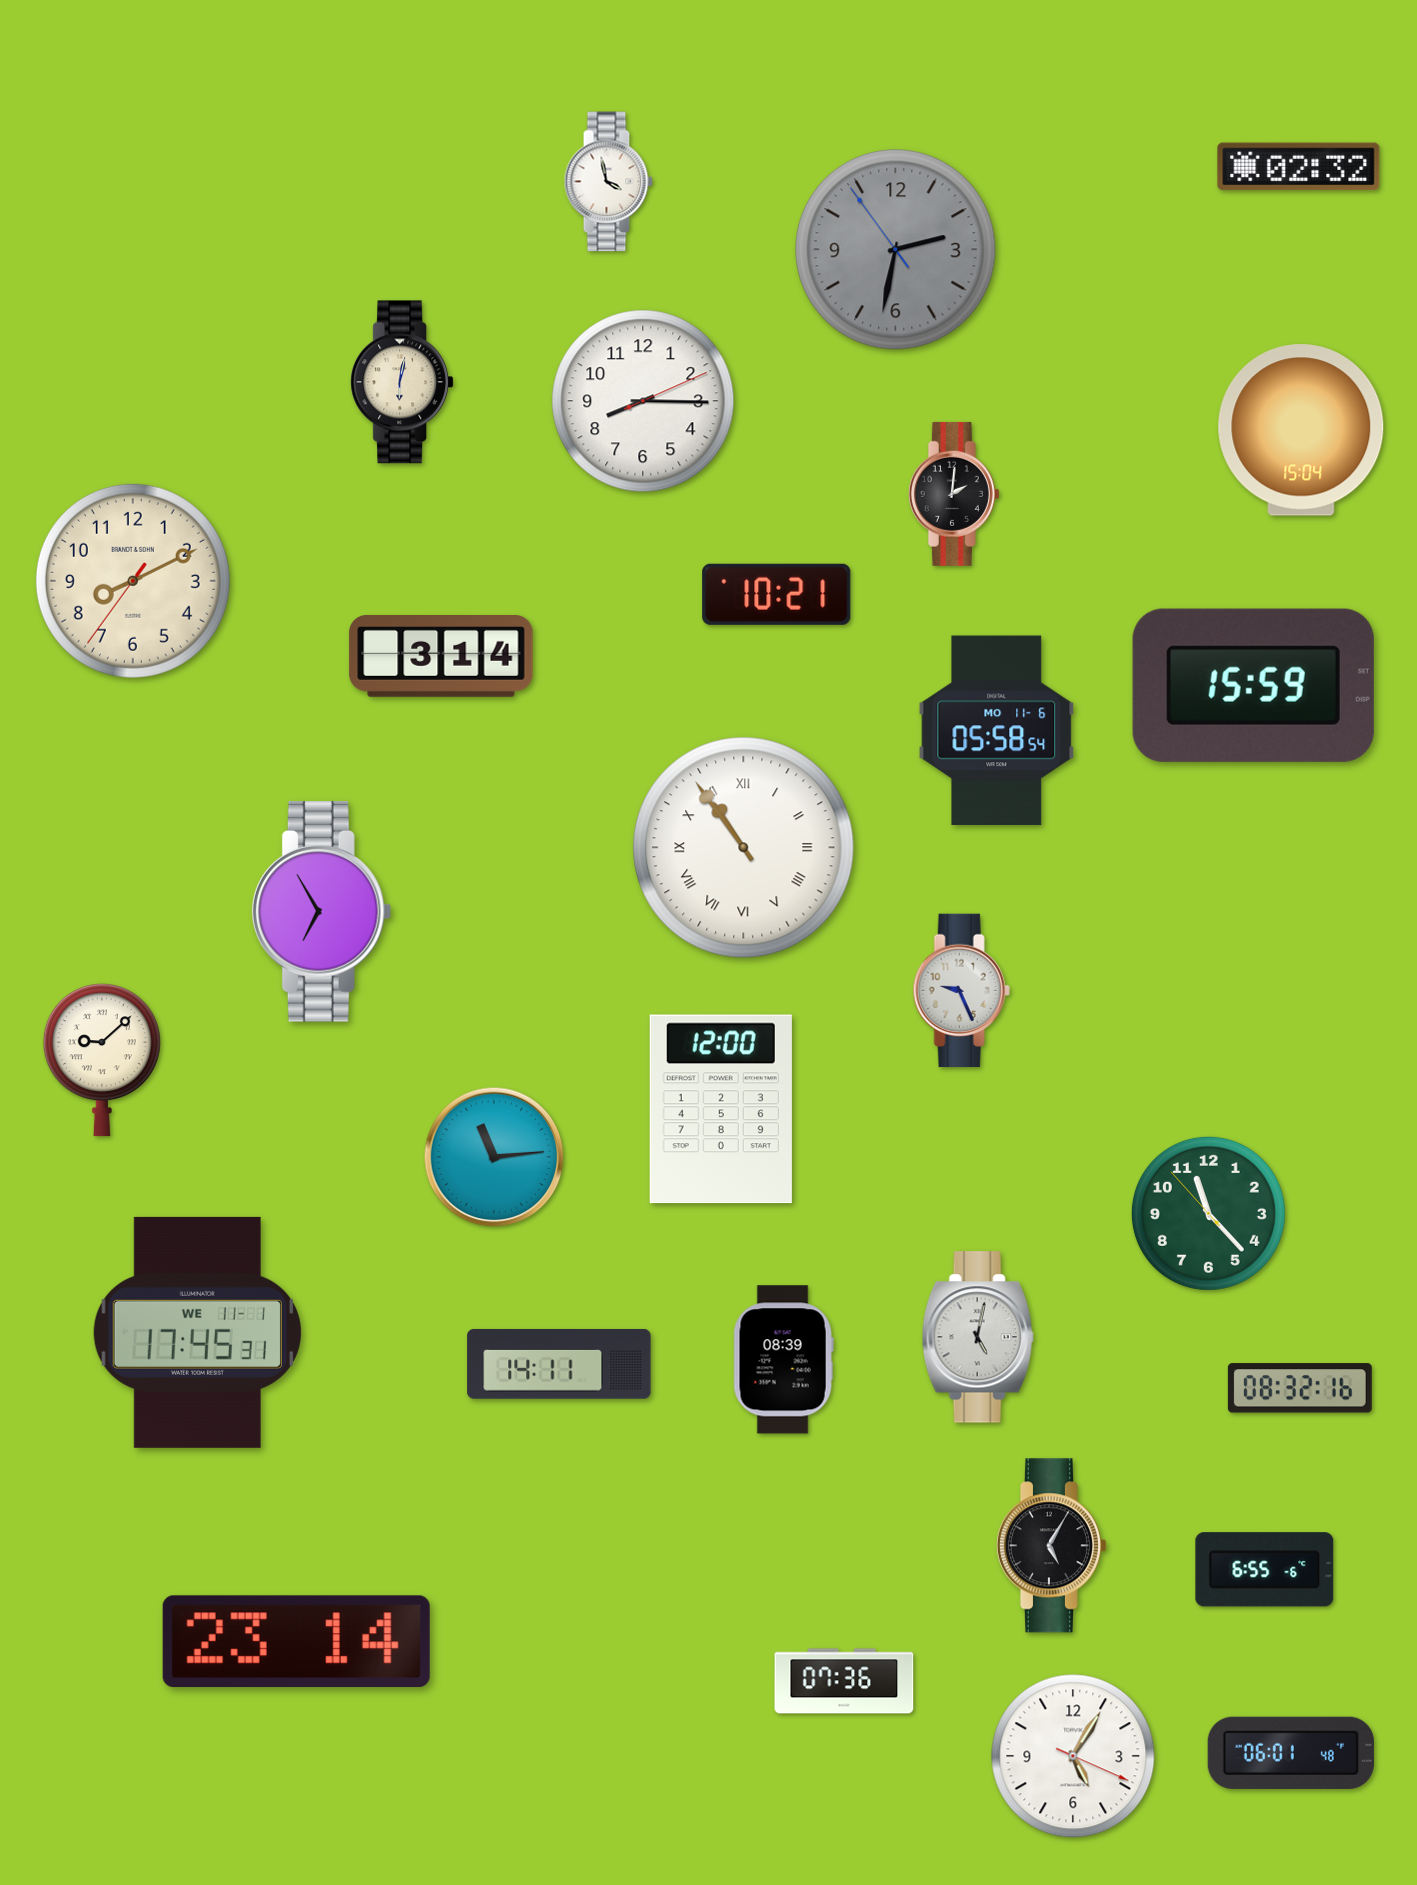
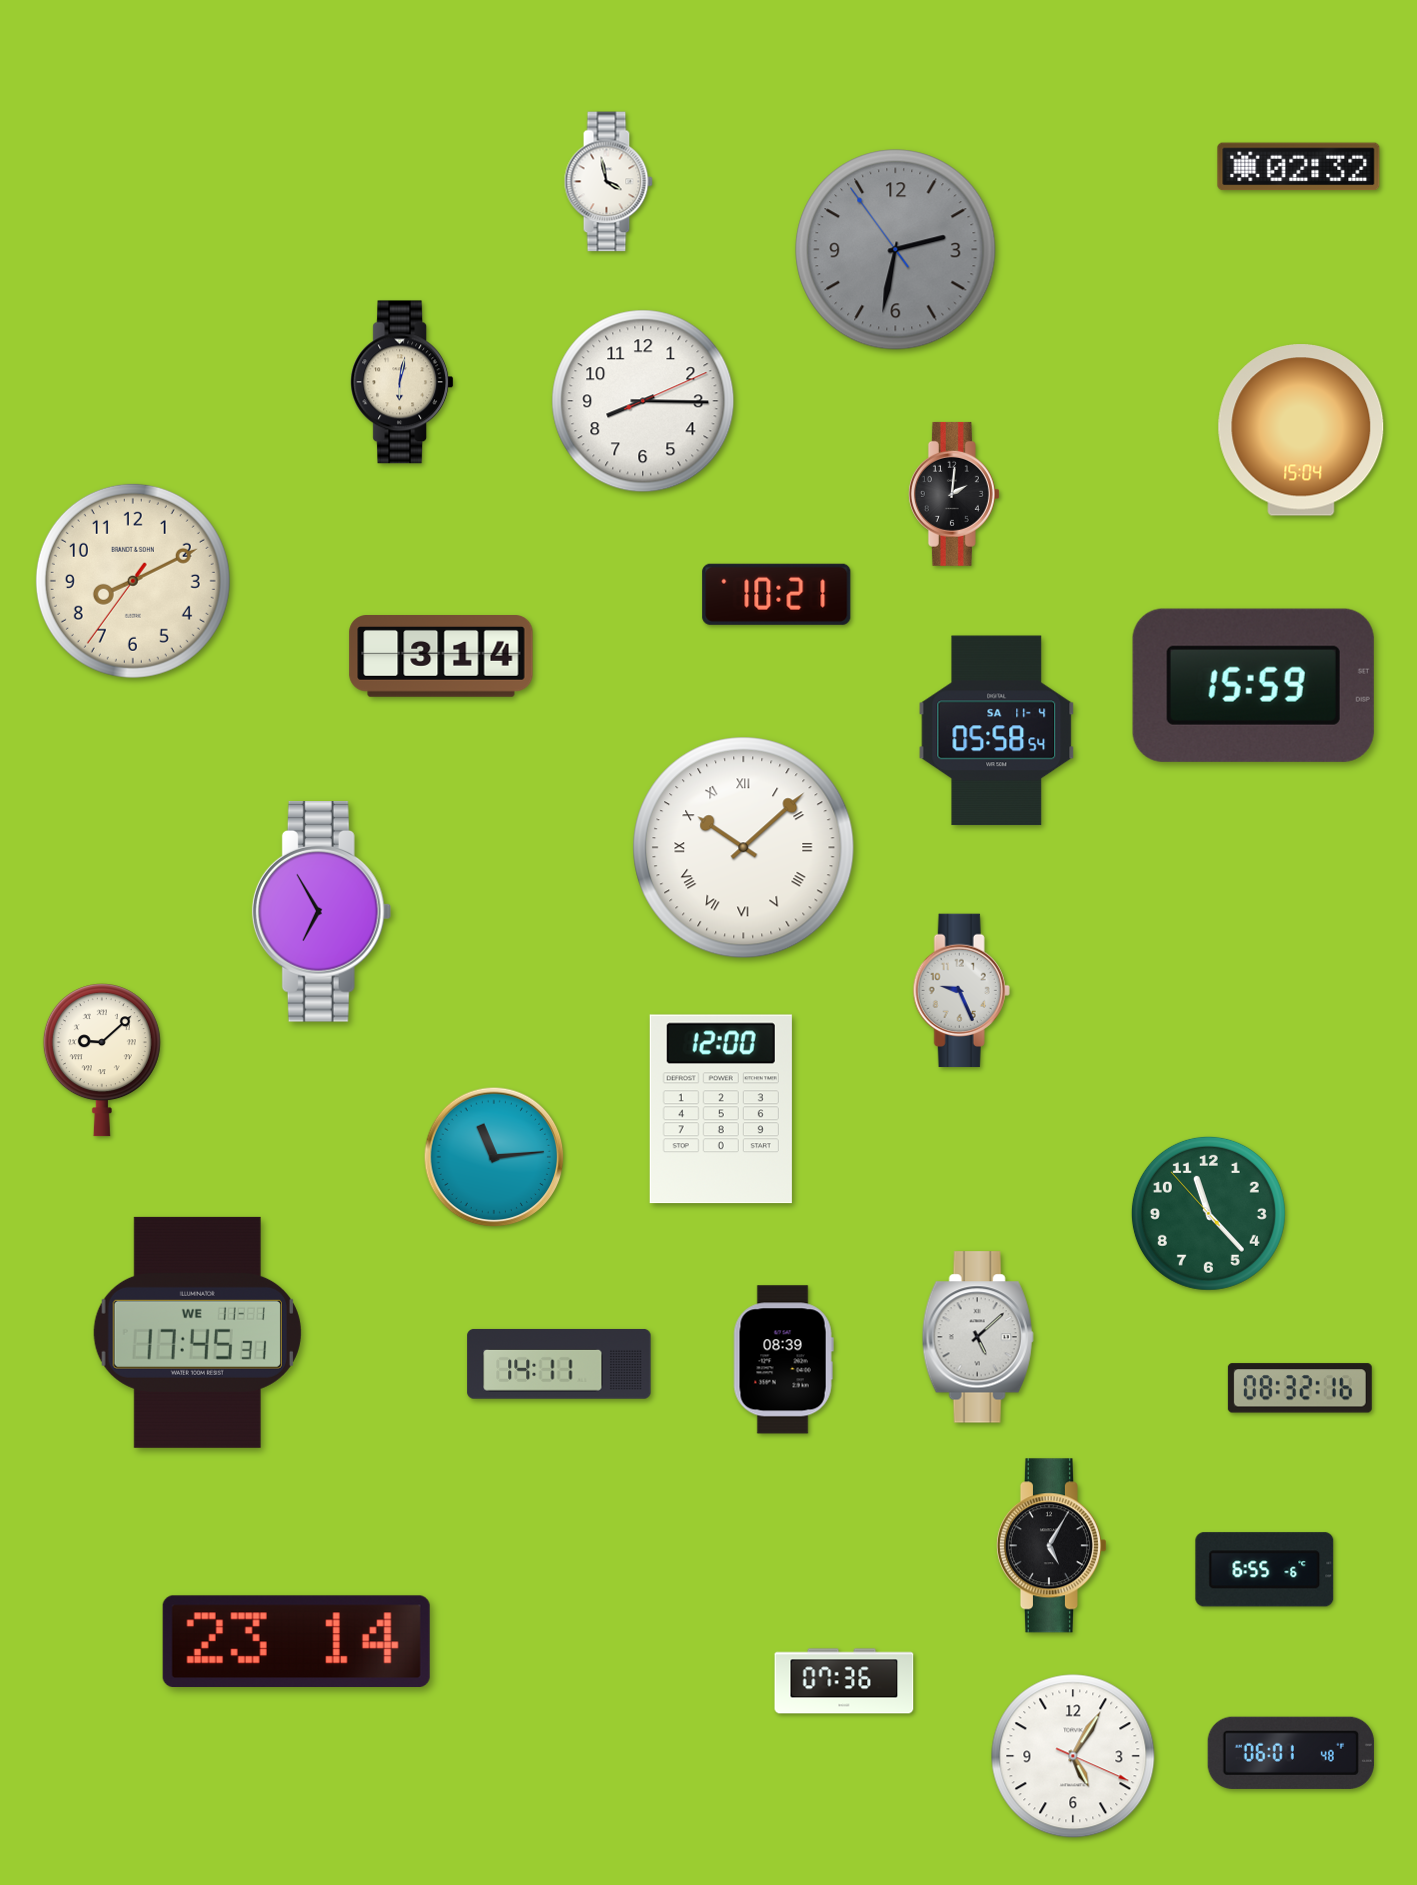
clock at (997, 731) date: MO 11-6 -> SA 11-4
clock at (744, 848): 10:54 -> 10:08
clock at (978, 1337): 5:02 -> 5:08
